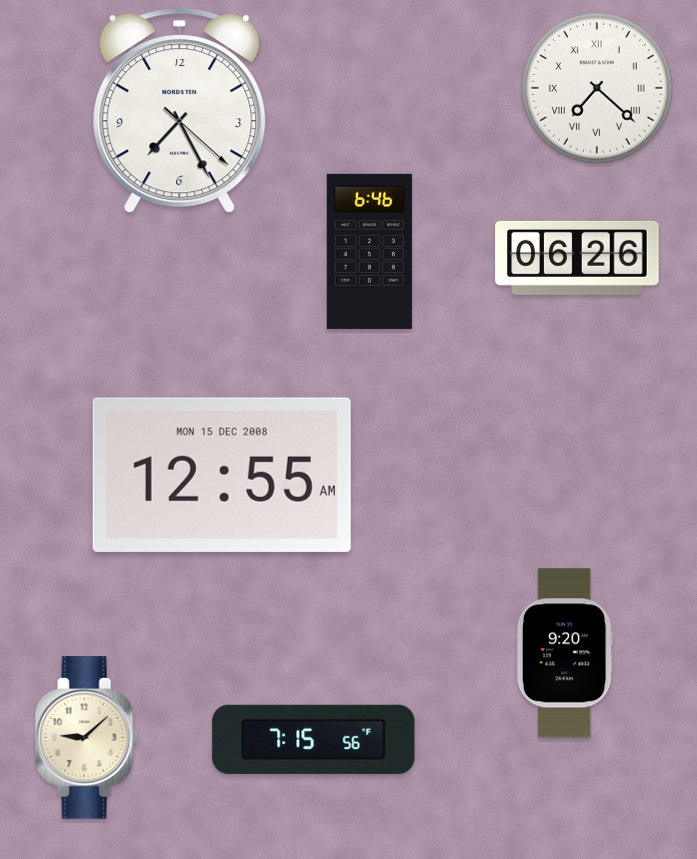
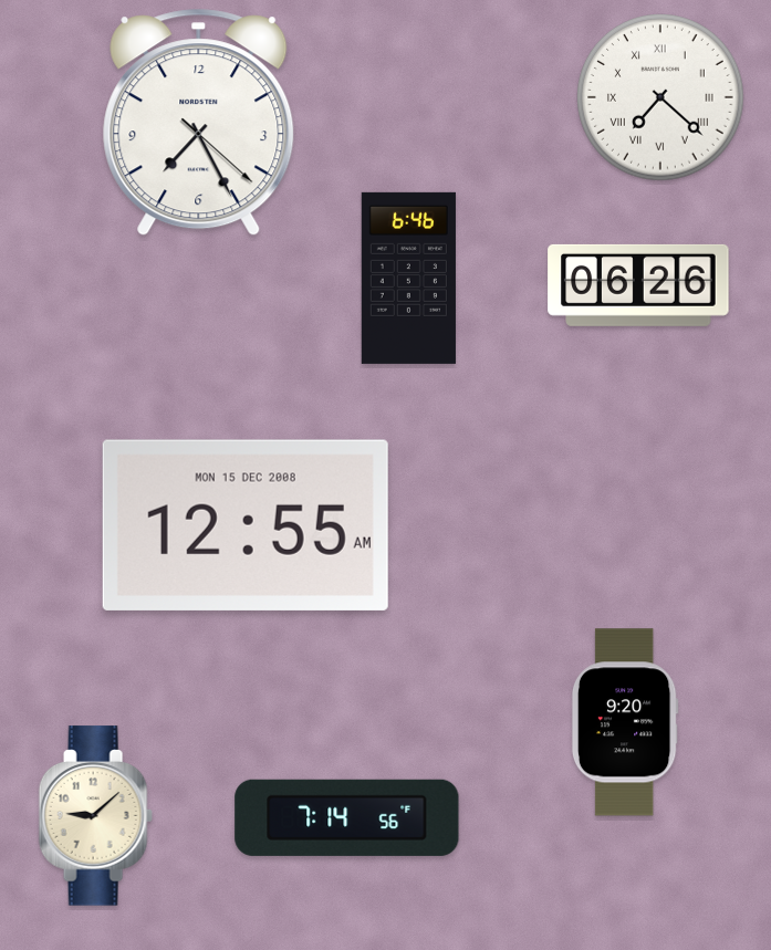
clock at (314, 739): 7:15 -> 7:14
